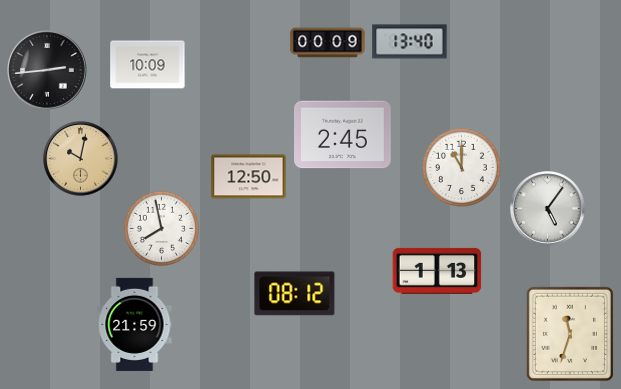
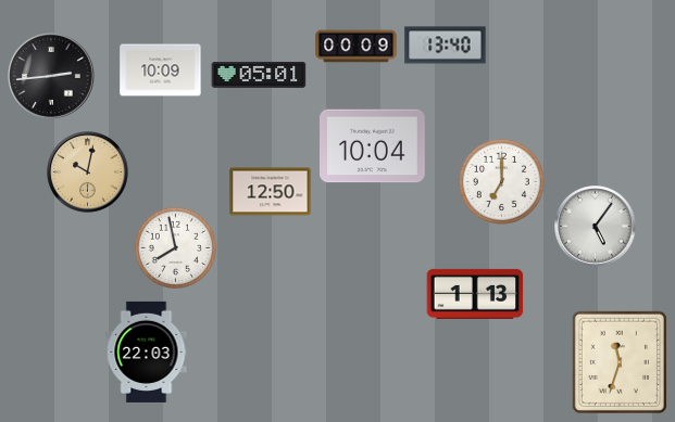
clock at (259, 75): none -> 05:01
clock at (343, 135): 2:45 -> 10:04
clock at (461, 167): 11:00 -> 7:00
clock at (295, 294): 08:12 -> none
clock at (135, 324): 21:59 -> 22:03
